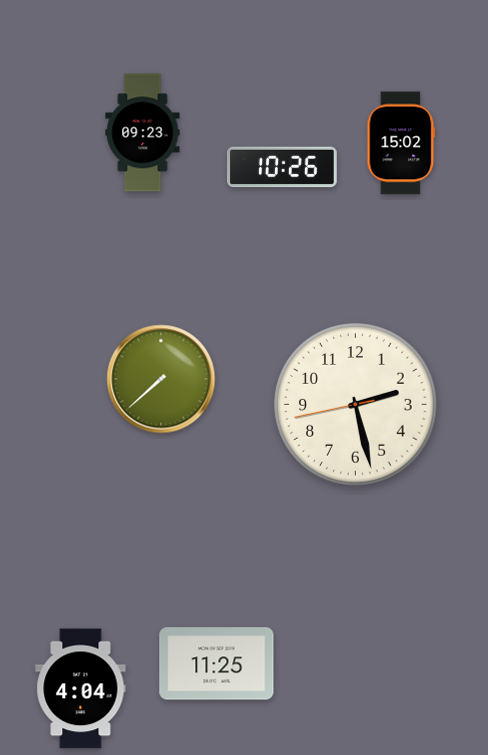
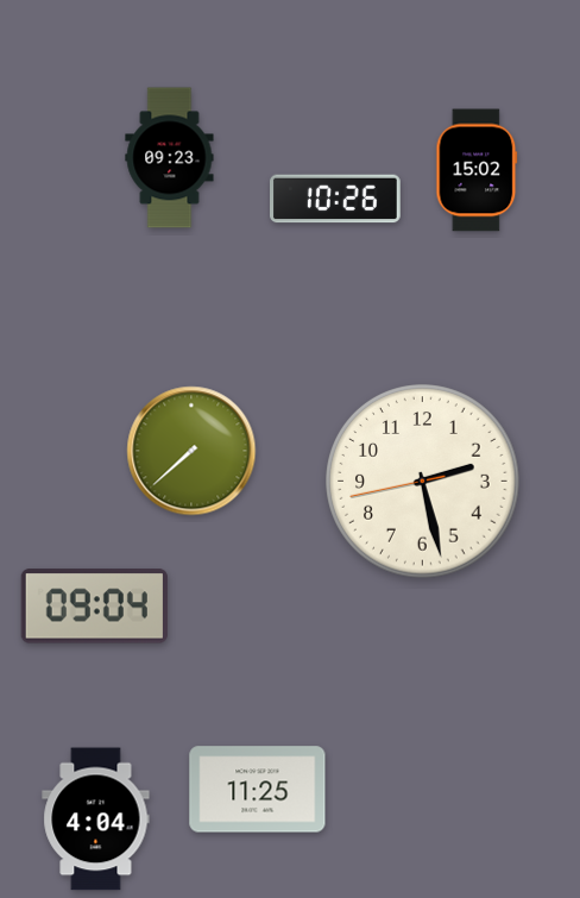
clock at (94, 607): none -> 09:04
